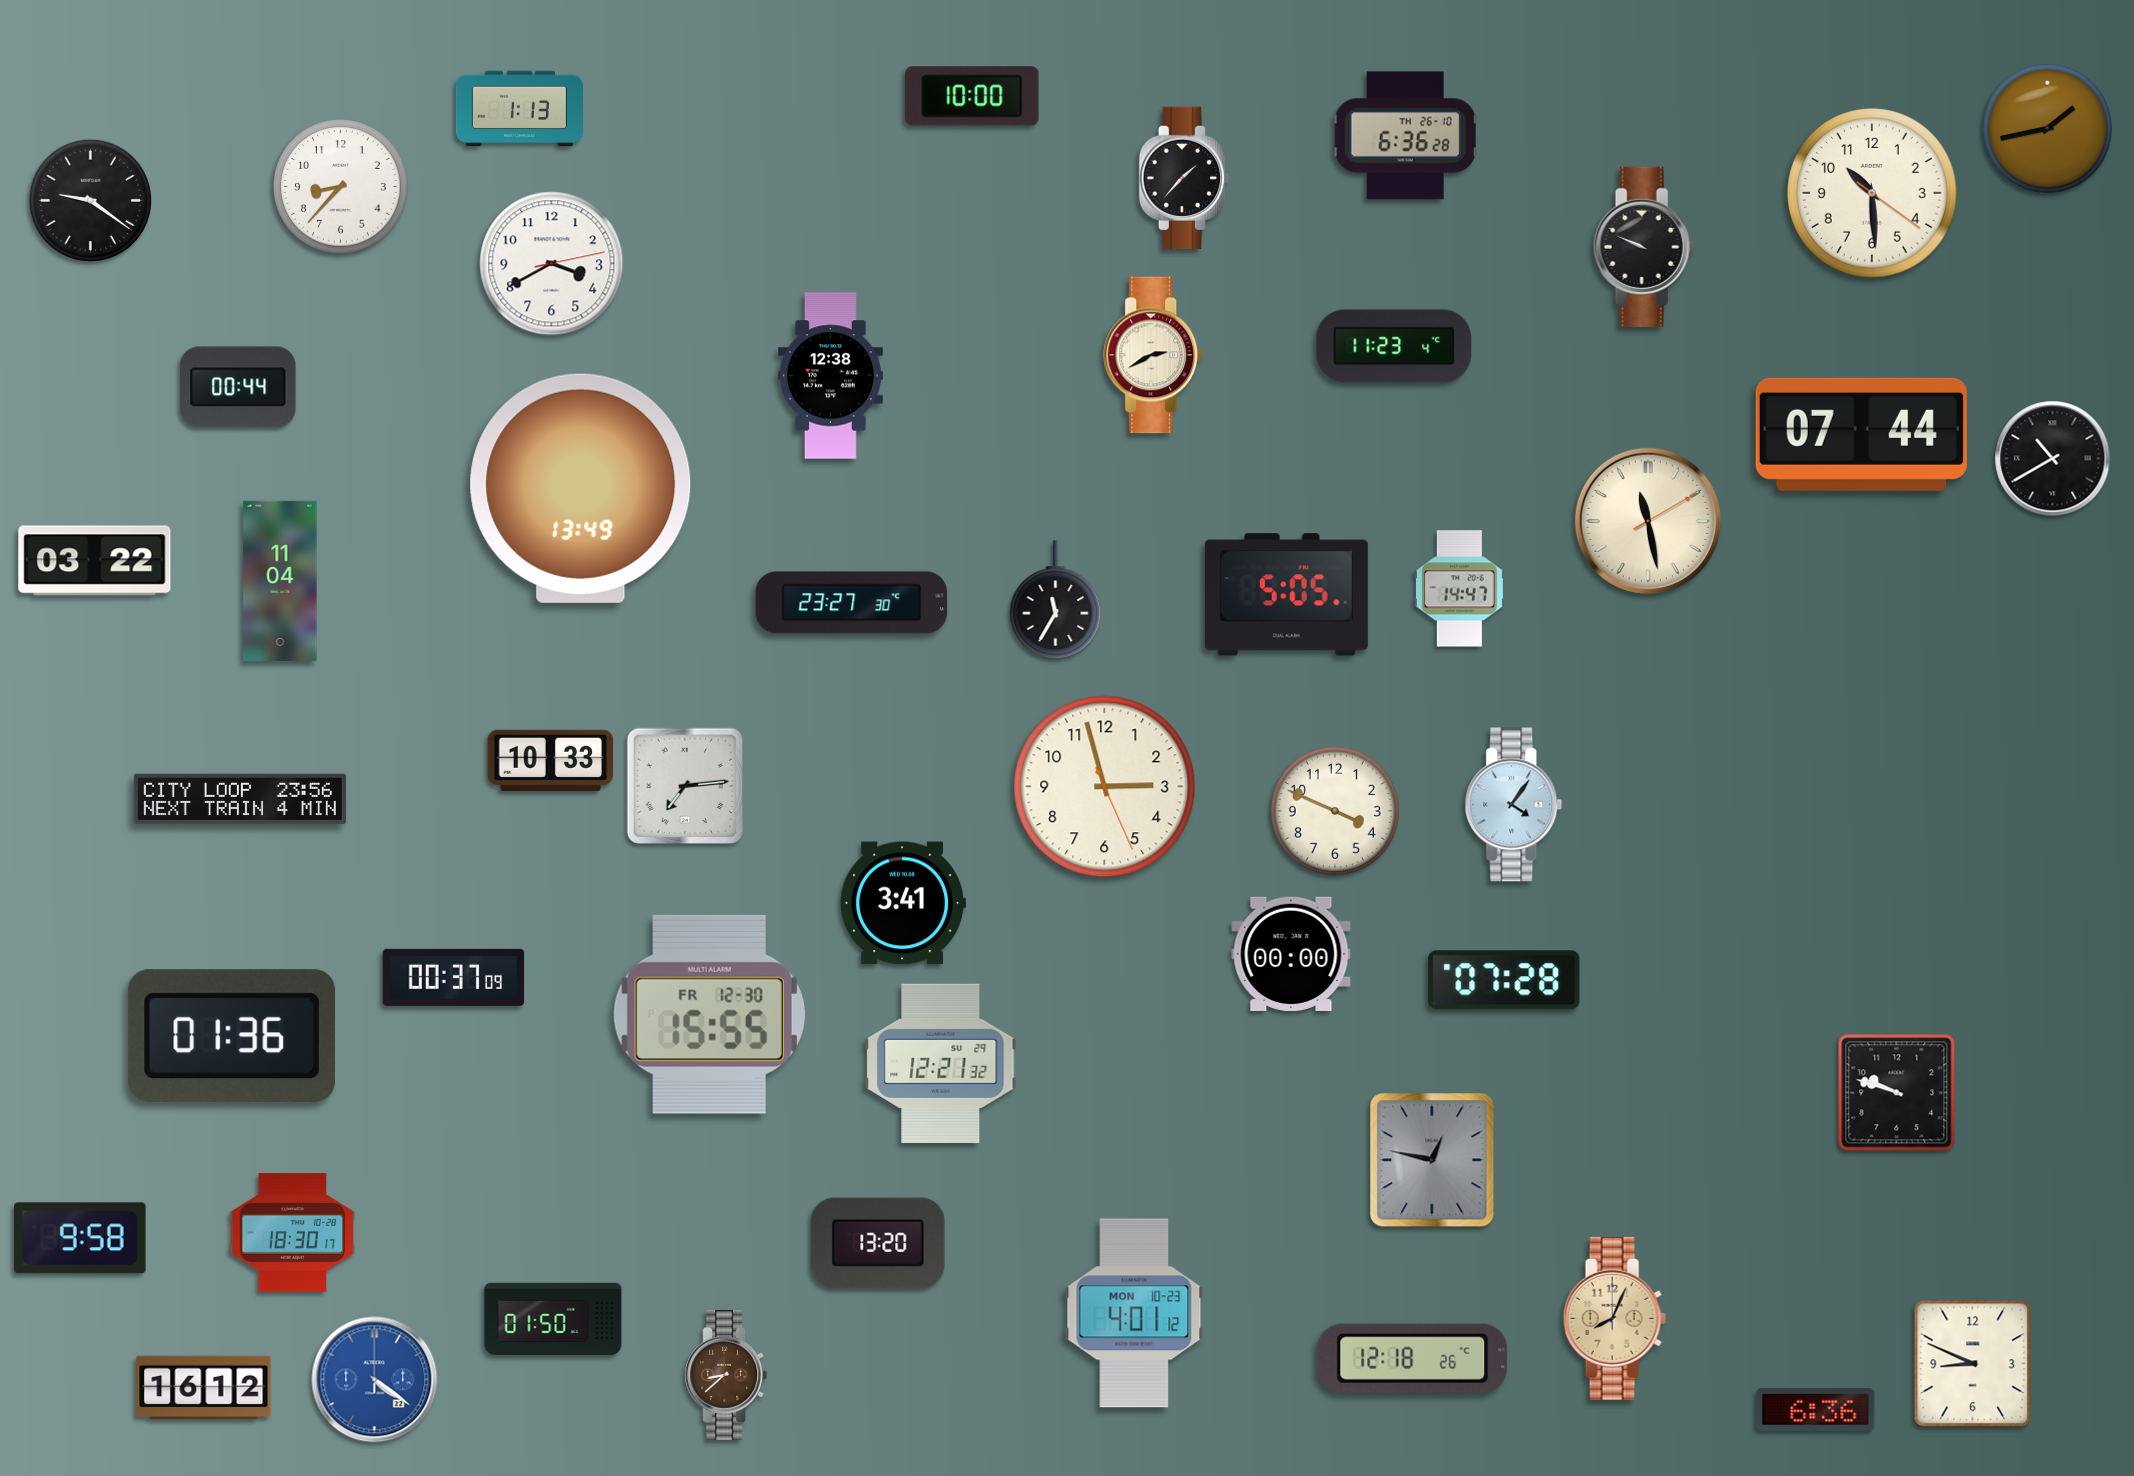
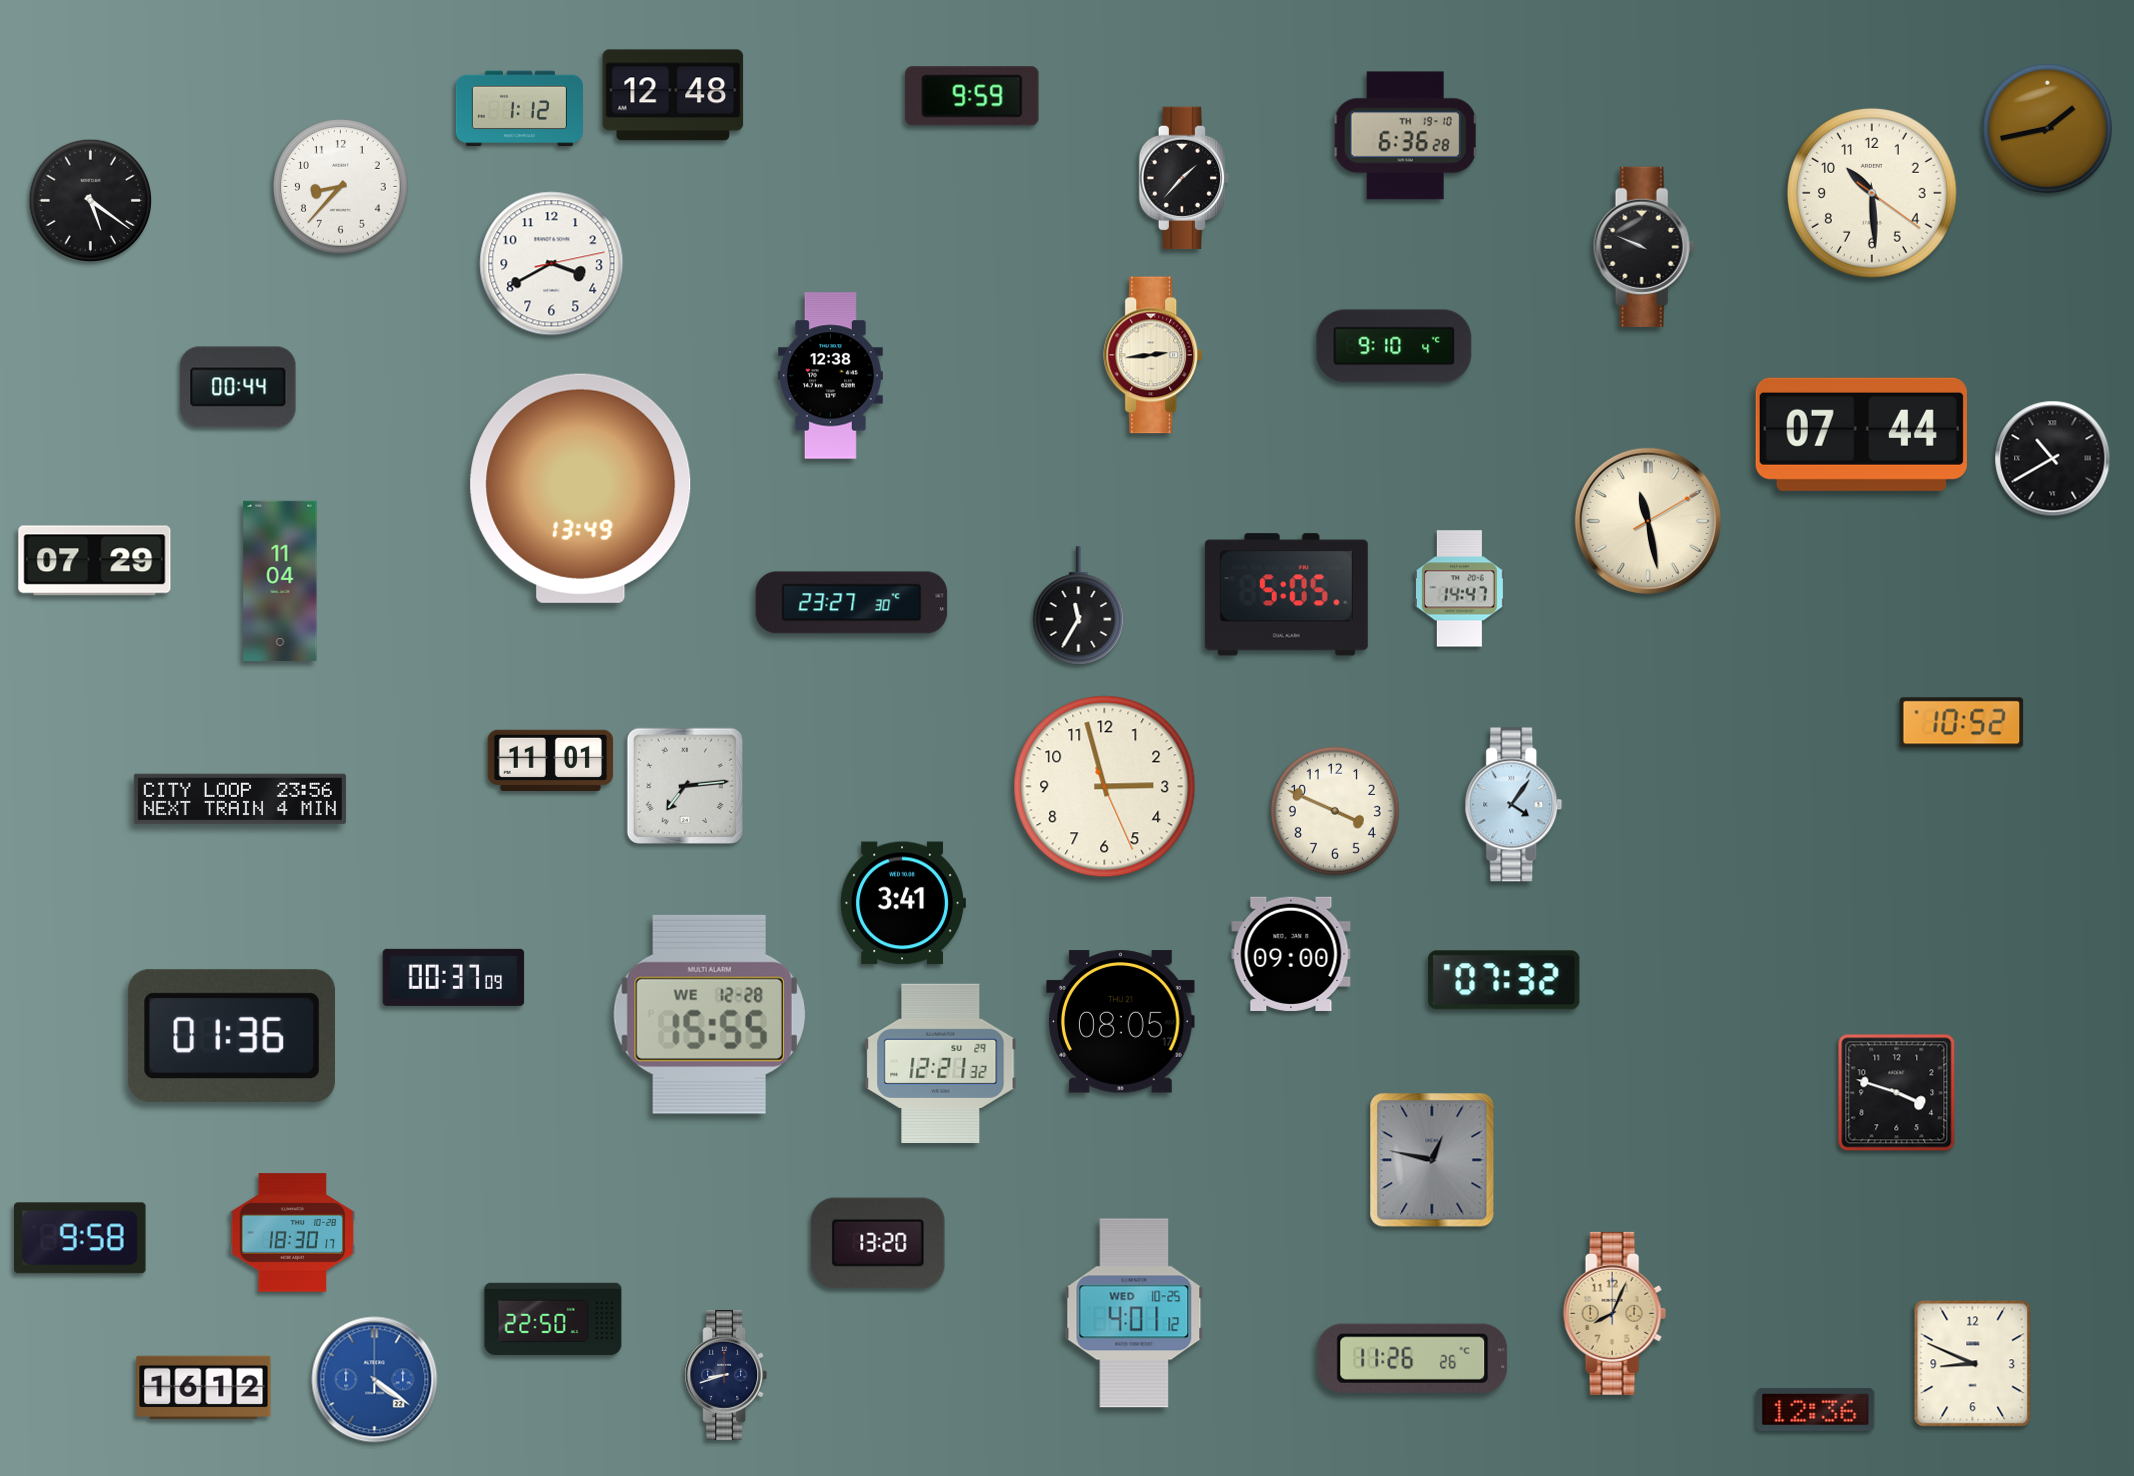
clock at (673, 95): none -> 12:48
clock at (972, 96): 10:00 -> 9:59
clock at (519, 109): 1:13 -> 1:12
clock at (1406, 136) date: TH 26-10 -> TH 19-10
clock at (91, 201): 9:21 -> 5:21
clock at (1394, 346): 11:23 -> 9:10
clock at (1154, 355): 2:40 -> 2:44
clock at (95, 561): 03:22 -> 07:29
clock at (1056, 600) position: (1056, 600) -> (1079, 606)
clock at (1962, 723): none -> 10:52
clock at (551, 760): 10:33 -> 11:01
clock at (1291, 954): 00:00 -> 09:00
clock at (1504, 980): 07:28 -> 07:32
clock at (709, 1014) date: FR 12-30 -> WE 12-28
clock at (1121, 1022): none -> 08:05
clock at (1897, 1093): 9:48 -> 3:48
clock at (1134, 1313) date: MON 10-23 -> WED 10-25
clock at (1614, 1318) position: (1614, 1318) -> (1614, 1313)
clock at (553, 1319): 01:50 -> 22:50
clock at (1413, 1358): 12:18 -> 11:26
clock at (726, 1375): 8:38 -> 8:42
clock at (726, 1375) dial: brown -> navy
clock at (1816, 1409): 6:36 -> 12:36
